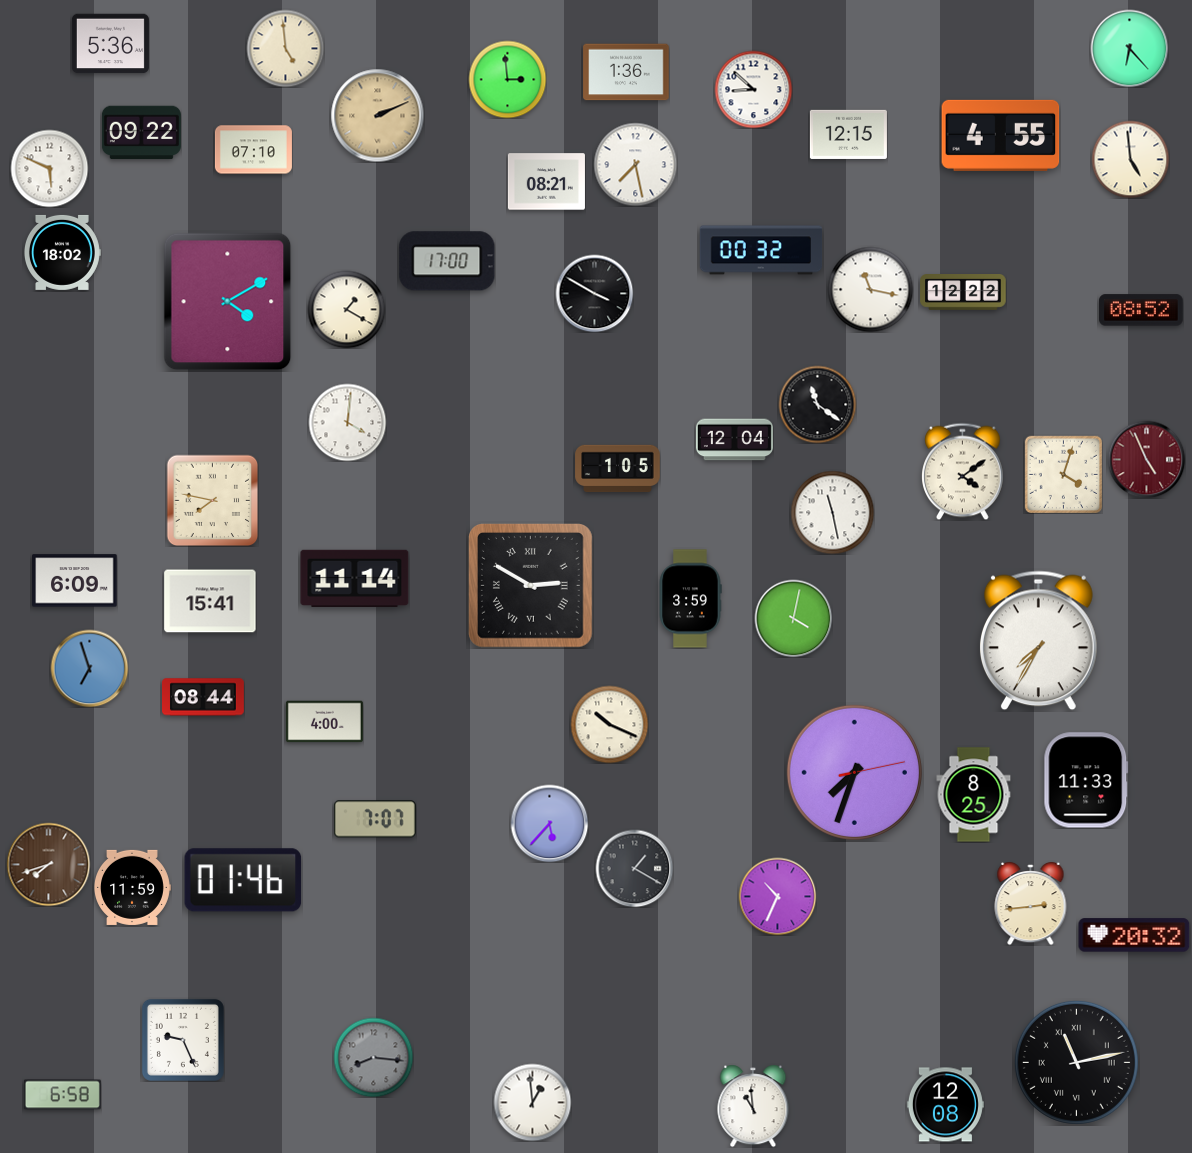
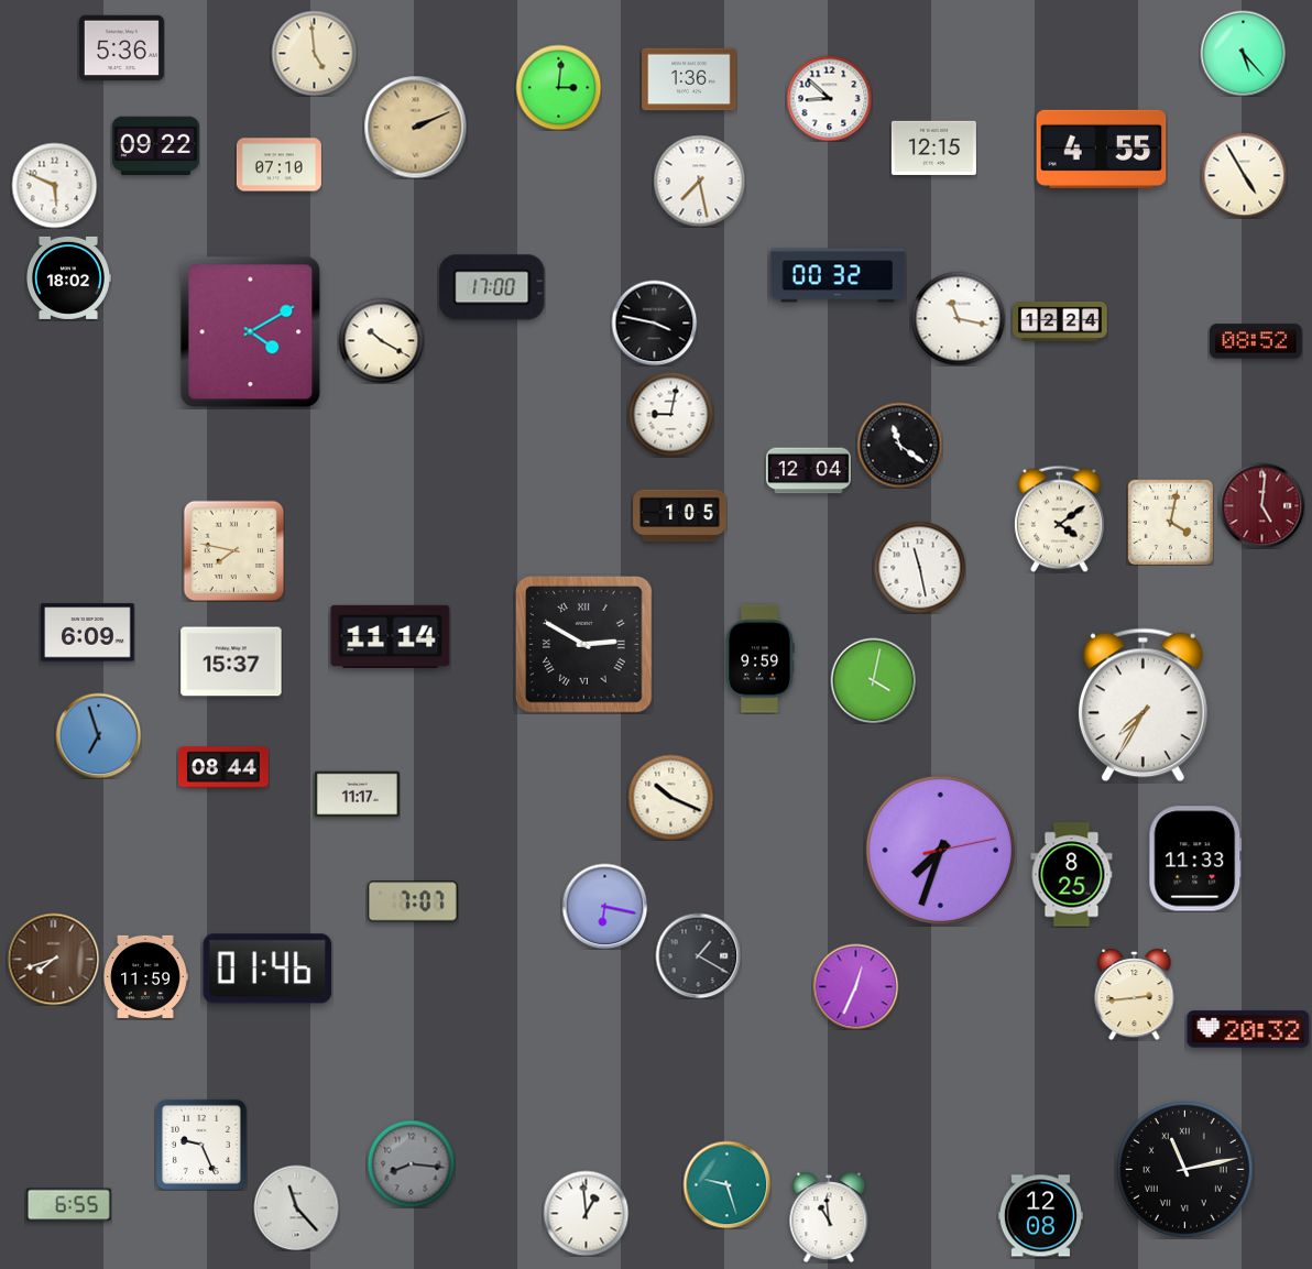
clock at (1129, 48): 6:23 -> 5:23
clock at (507, 79): 2:59 -> 3:01
clock at (1130, 159): 4:59 -> 4:55
clock at (546, 182): 08:21 -> none
clock at (594, 293): 3:50 -> 3:47
clock at (963, 293): 12:22 -> 12:24
clock at (346, 309): 1:20 -> 10:20
clock at (670, 414): none -> 9:02
clock at (347, 422): 4:01 -> none
clock at (734, 440) position: (734, 440) -> (808, 471)
clock at (1146, 459): 4:56 -> 5:01
clock at (1063, 474): 4:03 -> 4:02
clock at (832, 512) position: (832, 512) -> (919, 567)
clock at (75, 581) position: (75, 581) -> (88, 633)
clock at (690, 599): 3:59 -> 9:59
clock at (210, 601): 15:41 -> 15:37
clock at (324, 722): 4:00 -> 11:17
clock at (549, 823): 5:37 -> 6:17
clock at (48, 864) position: (48, 864) -> (53, 959)
clock at (777, 896): 10:34 -> 12:34
clock at (726, 1184): none -> 9:27
clock at (62, 1095): 6:58 -> 6:55
clock at (296, 1207): none -> 11:23
